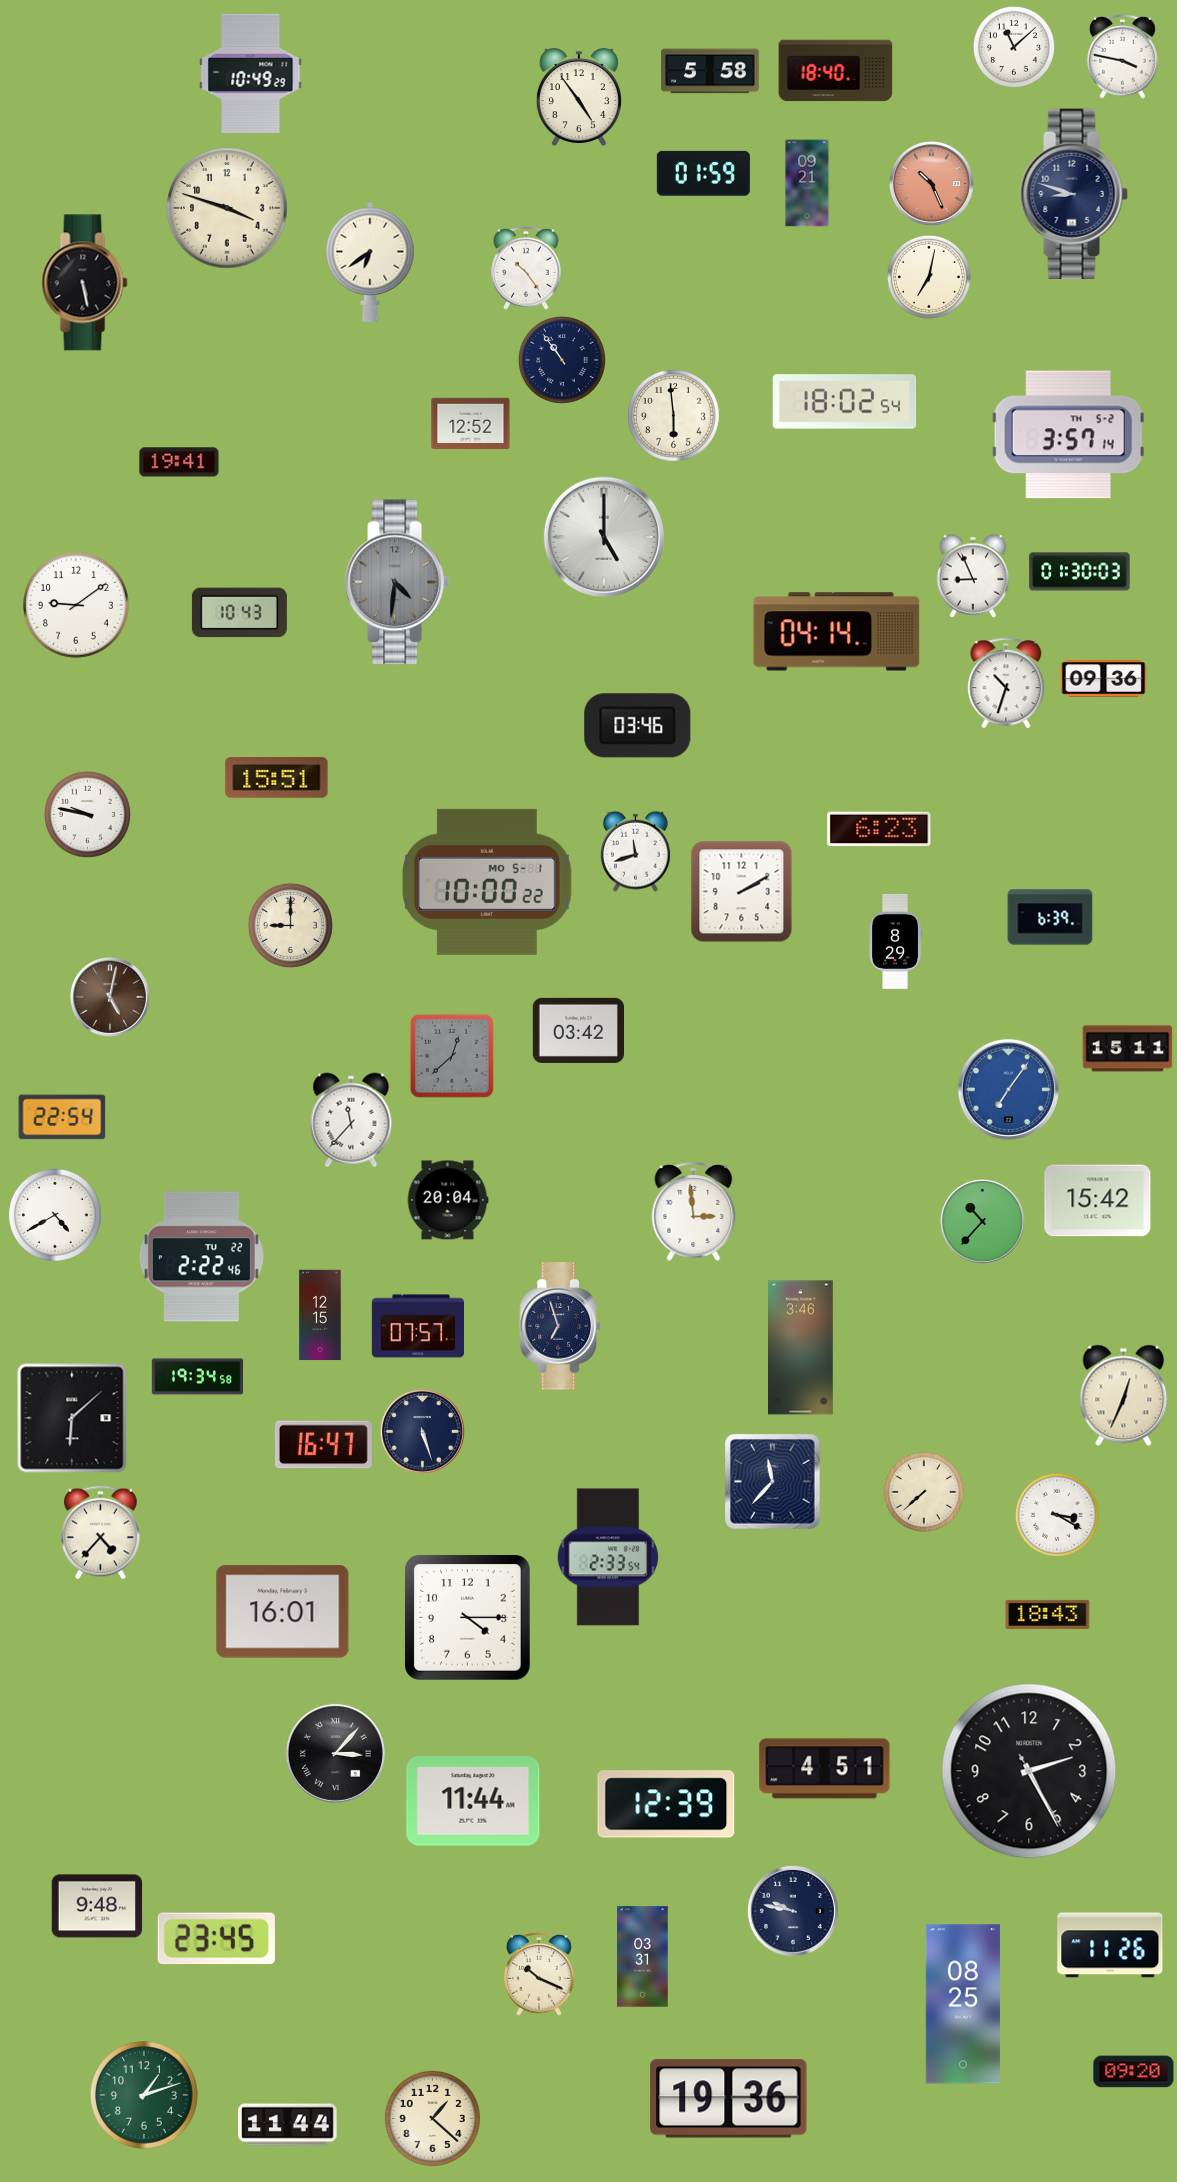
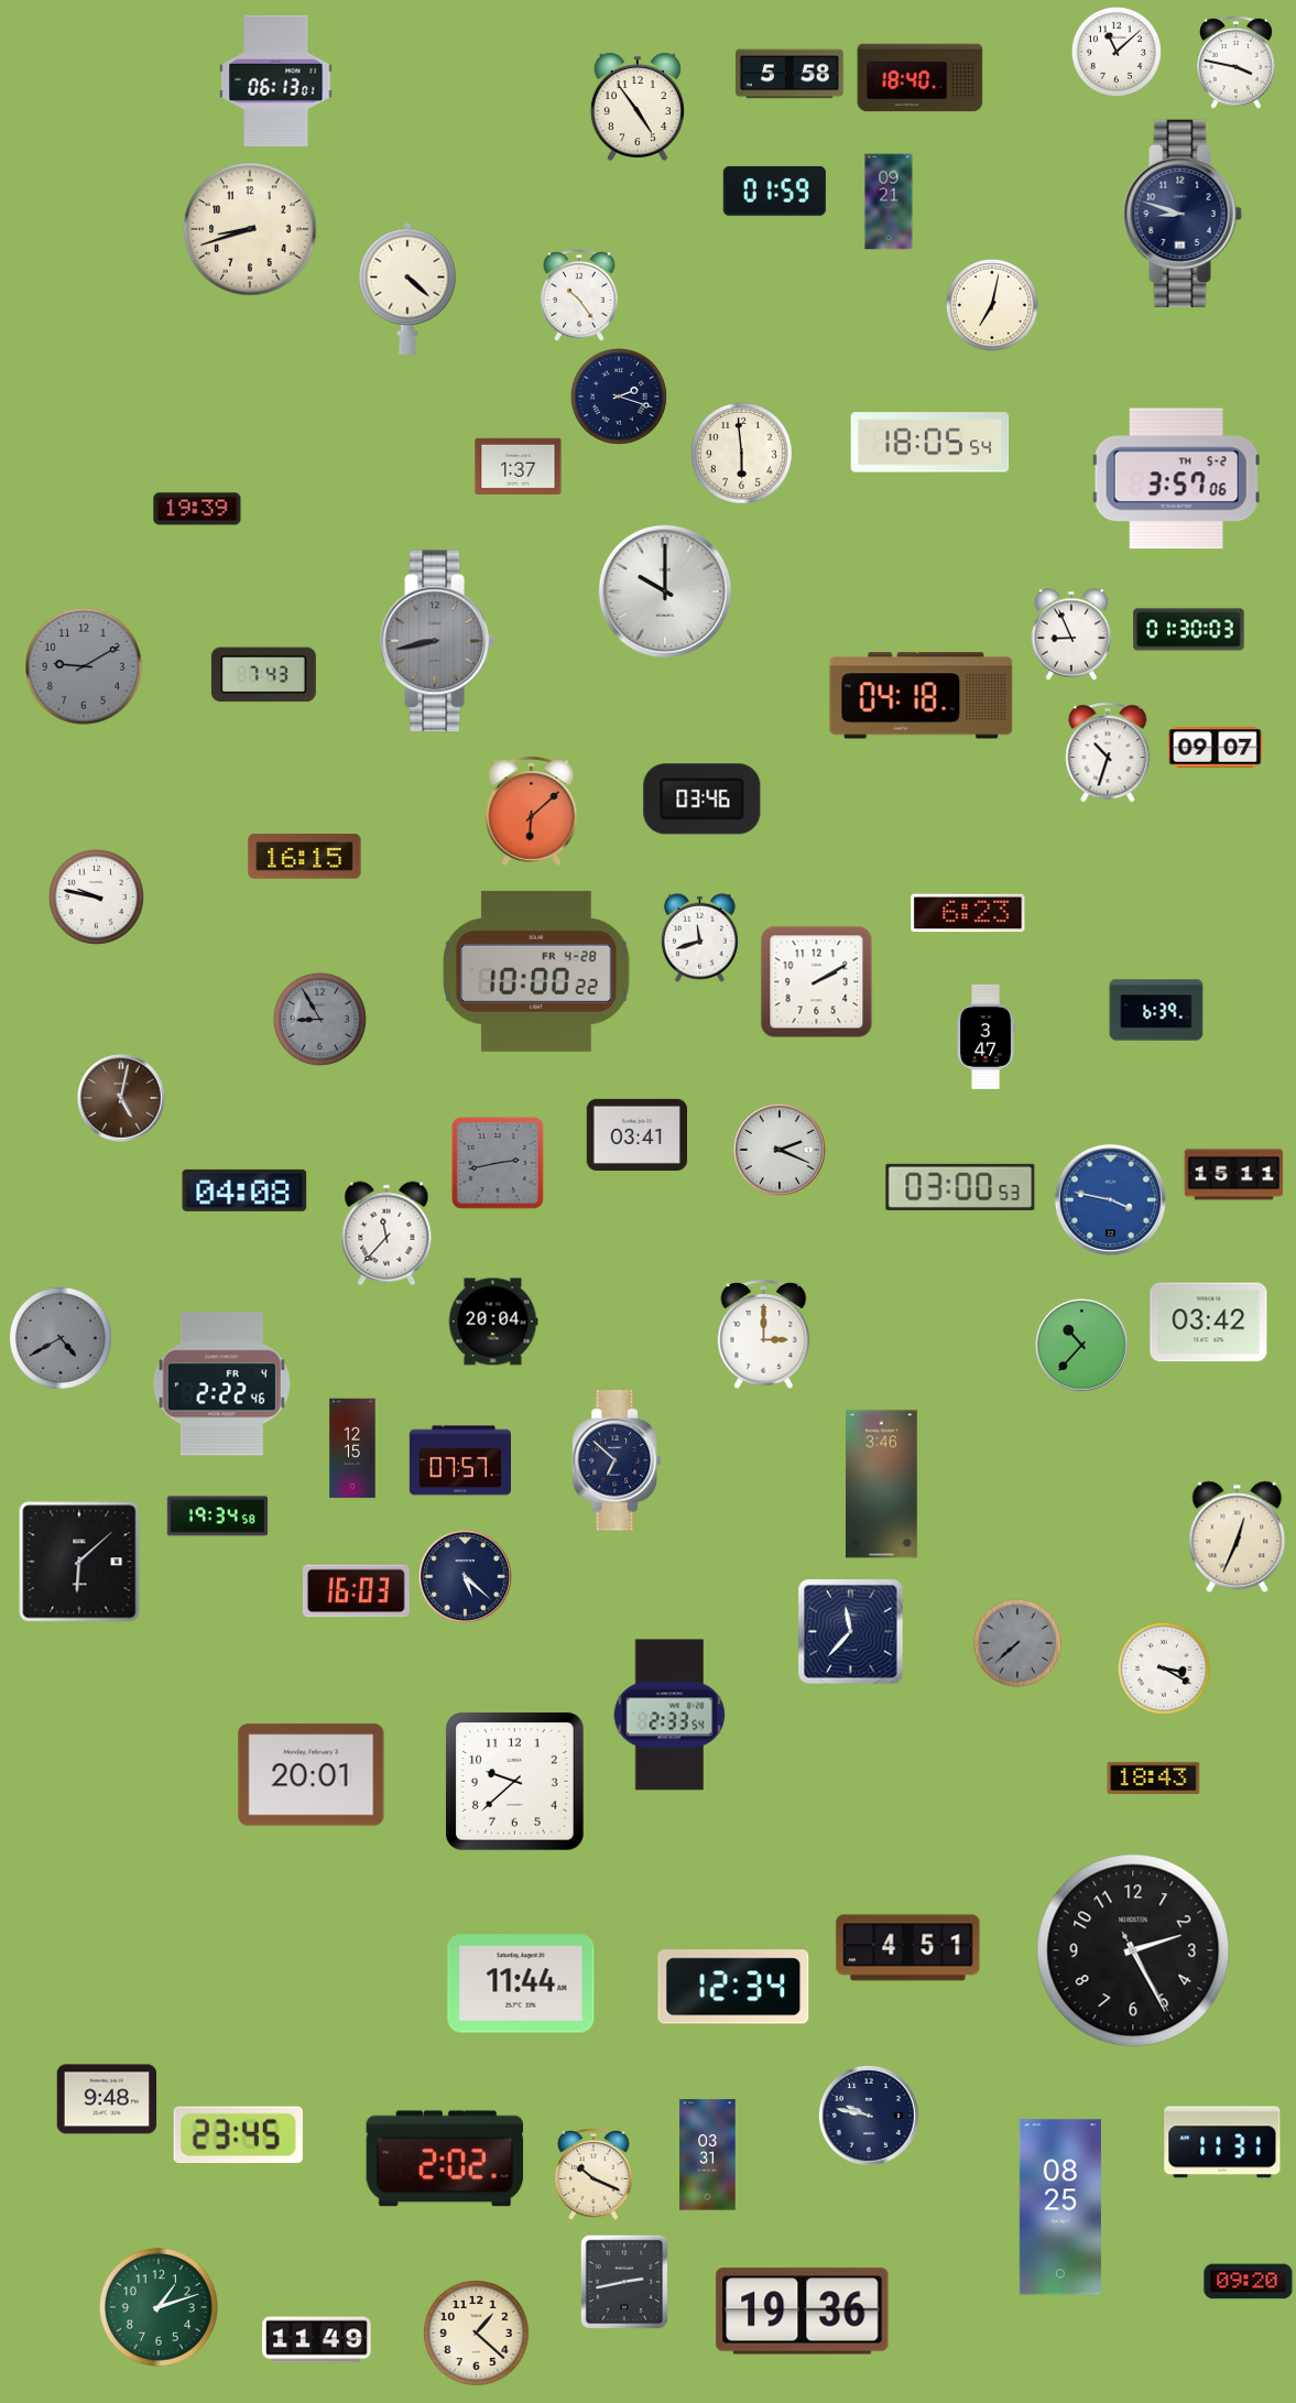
clock at (710, 71) position: (710, 71) -> (789, 74)
clock at (251, 73): 10:49 -> 06:13
clock at (931, 183): 10:26 -> none
clock at (227, 208): 3:48 -> 8:42
clock at (370, 262): 6:39 -> 4:22
clock at (929, 277) position: (929, 277) -> (992, 305)
clock at (85, 283): 5:28 -> none
clock at (562, 360): 10:54 -> 2:18
clock at (845, 402): 18:02 -> 18:05
clock at (673, 415) position: (673, 415) -> (741, 453)
clock at (471, 423): 12:52 -> 1:37
clock at (1068, 435): 3:57:14 -> 3:57:06
clock at (179, 462): 19:41 -> 19:39
clock at (603, 536): 5:00 -> 10:00
clock at (396, 582): 4:31 -> 8:43
clock at (76, 605): 9:09 -> 9:10
clock at (76, 605) dial: white -> grey
clock at (239, 613): 10:43 -> 7:43
clock at (837, 632): 04:14 -> 04:18
clock at (1104, 679): 09:36 -> 09:07
clock at (532, 811): none -> 6:08
clock at (277, 778): 15:51 -> 16:15
clock at (487, 882) date: MO 5-1 -> FR 4-28
clock at (290, 925): 9:00 -> 8:55
clock at (290, 925) dial: cream -> grey
clock at (895, 941): 8:29 -> 3:47
clock at (578, 1030): 03:42 -> 03:41
clock at (780, 1150): none -> 2:19
clock at (1128, 1049) position: (1128, 1049) -> (1234, 1175)
clock at (452, 1056): 12:38 -> 2:43
clock at (960, 1187): none -> 03:00
clock at (244, 1190): none -> 04:08
clock at (1008, 1089): 7:06 -> 3:47
clock at (62, 1117): 22:54 -> none
clock at (1098, 1201): 15:42 -> 03:42
clock at (694, 1211): 2:59 -> 3:00
clock at (55, 1215) dial: white -> grey
clock at (201, 1257) date: TU 22 -> FR 4
clock at (560, 1326): 6:57 -> 6:52
clock at (422, 1431): 5:27 -> 5:22
clock at (323, 1445): 16:47 -> 16:03
clock at (924, 1492) dial: cream -> grey
clock at (101, 1533): 4:37 -> none
clock at (283, 1612): 16:01 -> 20:01
clock at (468, 1618): 4:15 -> 9:38
clock at (335, 1753): 3:07 -> none
clock at (666, 1804): 12:39 -> 12:34
clock at (793, 1911) position: (793, 1911) -> (869, 2116)
clock at (1110, 1945): 11:26 -> 11:31
clock at (445, 2159): none -> 2:02
clock at (623, 2282): none -> 2:43
clock at (288, 2125): 11:44 -> 11:49
